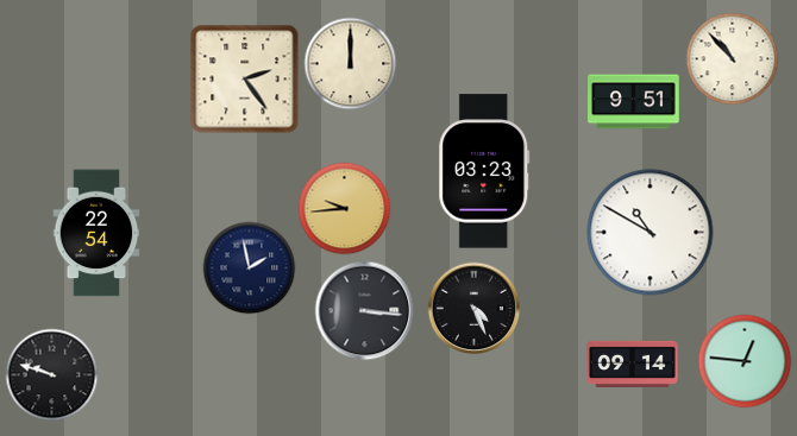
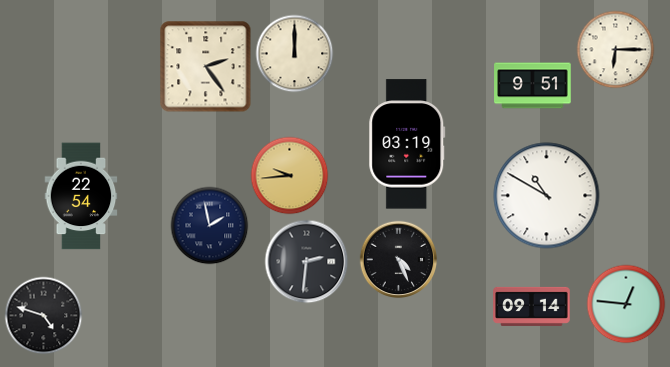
clock at (732, 58): 10:53 -> 6:15
clock at (484, 171): 03:23 -> 03:19
clock at (364, 310): 3:16 -> 2:31
clock at (51, 374): 9:48 -> 4:48
